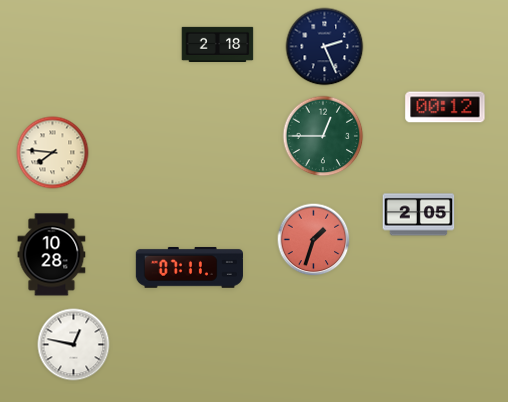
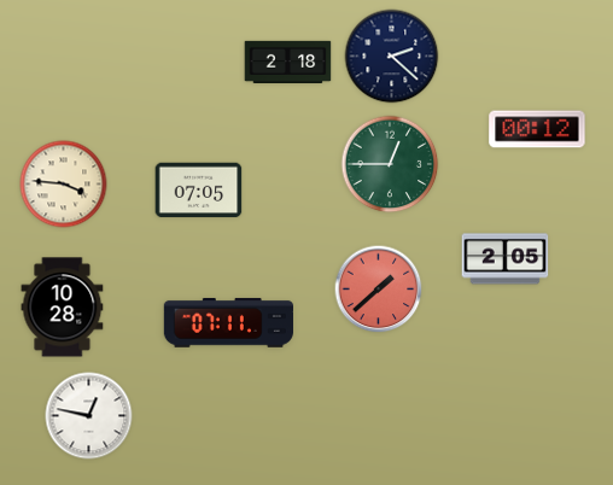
clock at (218, 44) position: (218, 44) -> (288, 62)
clock at (325, 47): 2:26 -> 2:22
clock at (53, 153): 7:46 -> 3:46
clock at (199, 191): none -> 07:05
clock at (314, 240): 1:33 -> 1:38
